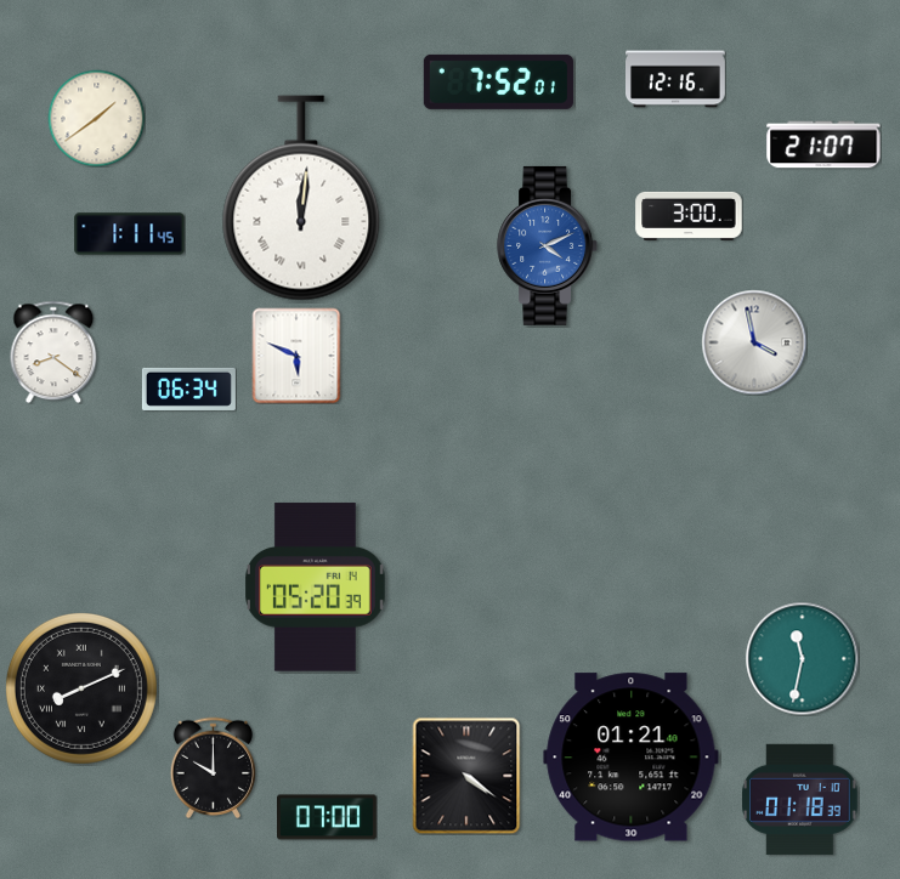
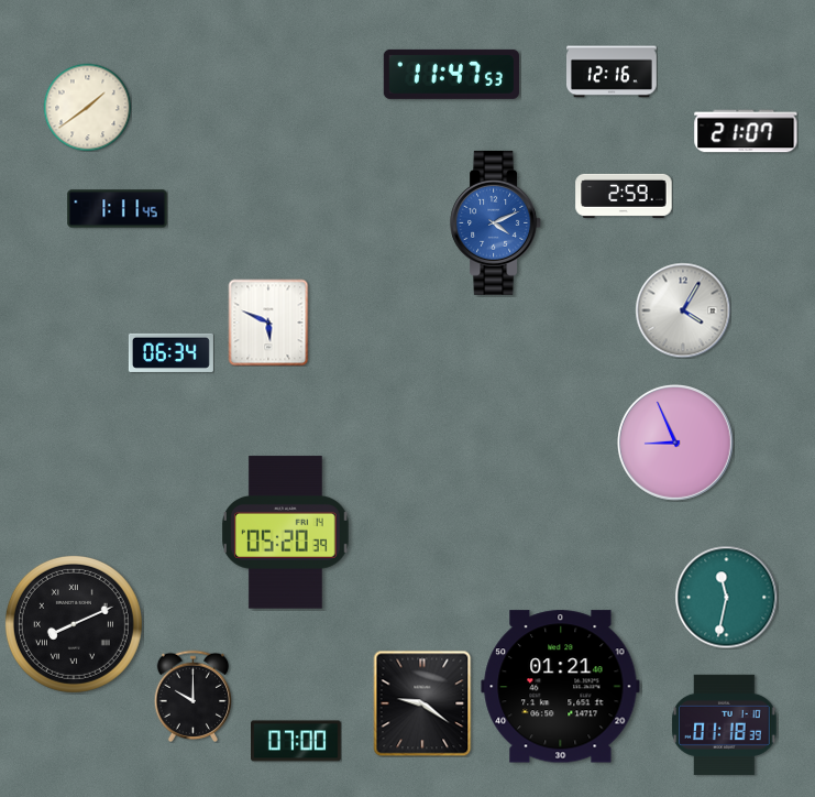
clock at (498, 81): 7:52 -> 11:47
clock at (301, 198): 12:01 -> none
clock at (689, 216): 3:00 -> 2:59
clock at (130, 234) position: (130, 234) -> (118, 209)
clock at (754, 342): 3:58 -> 4:05
clock at (53, 352): 8:21 -> none
clock at (676, 444): none -> 8:56
clock at (632, 758) position: (632, 758) -> (561, 687)
clock at (466, 776): 4:21 -> 9:21
